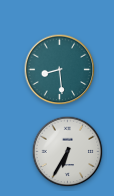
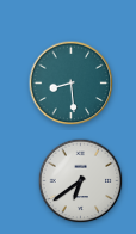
clock at (68, 152): 6:35 -> 6:39
